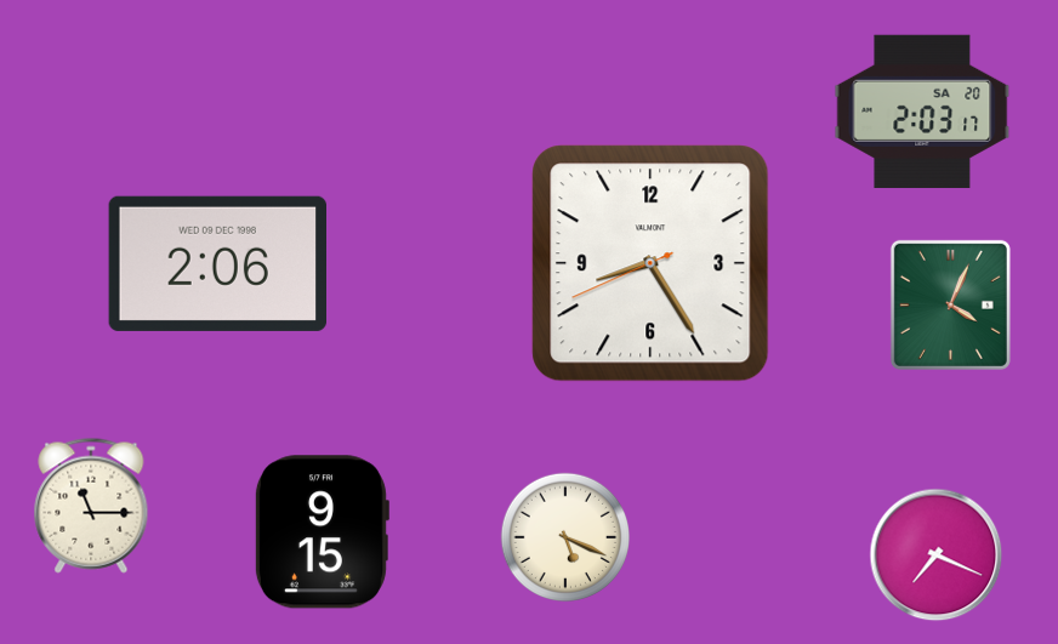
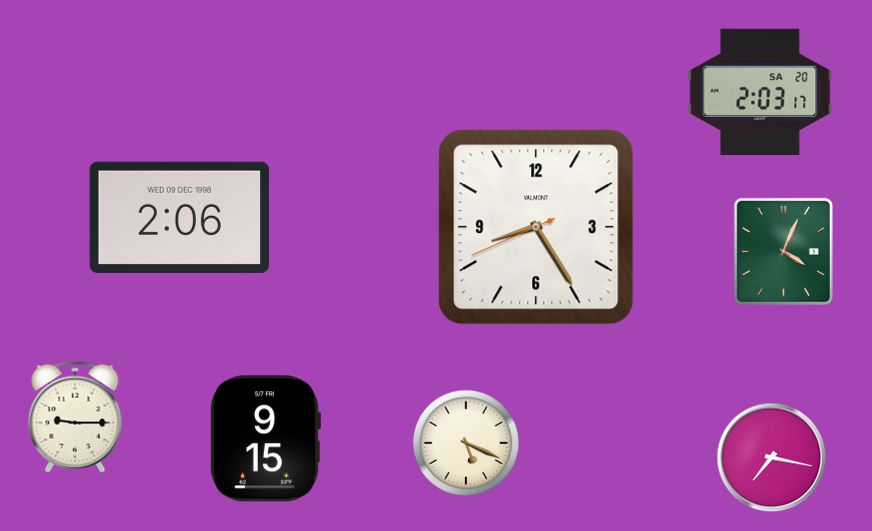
clock at (650, 263) position: (650, 263) -> (536, 227)
clock at (91, 506): 11:15 -> 9:15
clock at (937, 555): 7:19 -> 7:17
